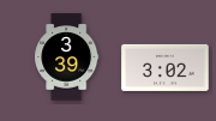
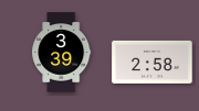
clock at (166, 67): 3:02 -> 2:58
